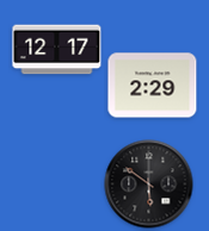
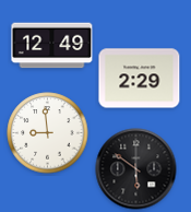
clock at (57, 50): 12:17 -> 12:49
clock at (48, 133): none -> 8:59
